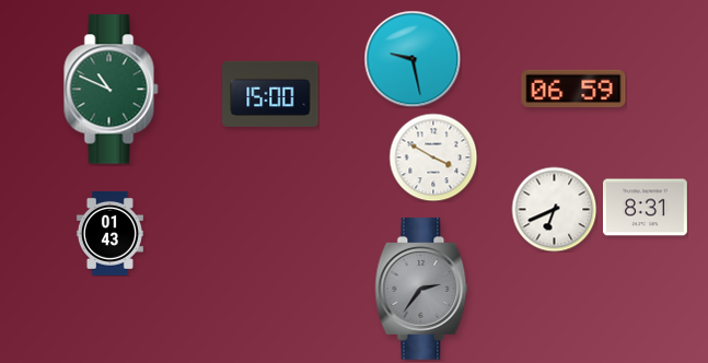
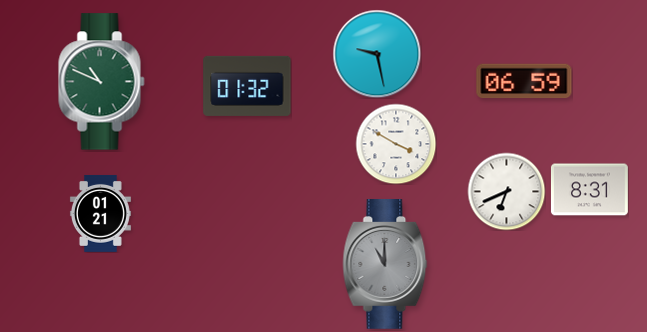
clock at (270, 94): 15:00 -> 01:32
clock at (109, 233): 01:43 -> 01:21
clock at (421, 290): 2:36 -> 11:00
